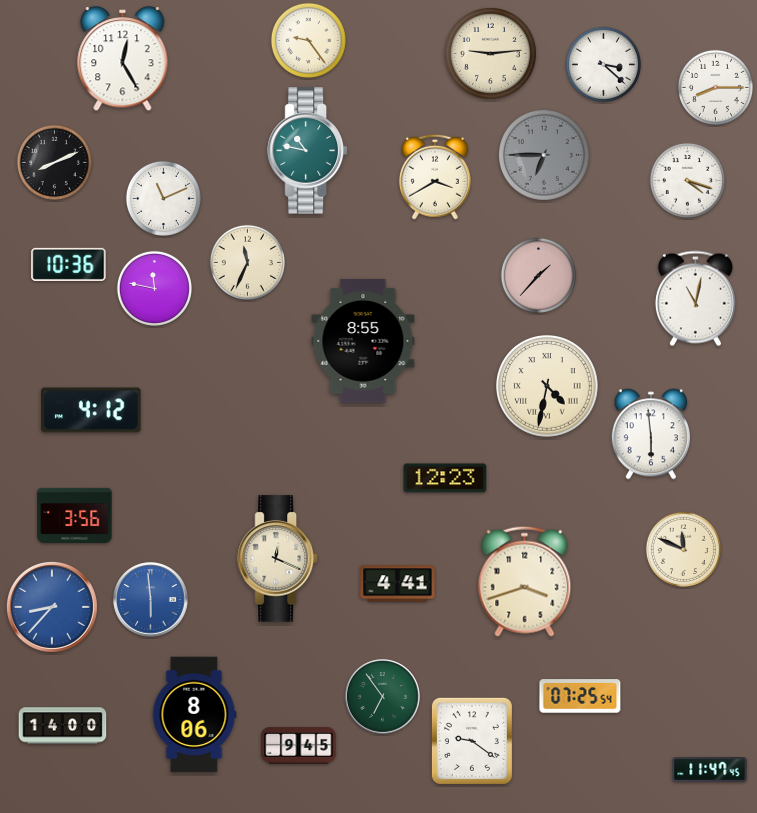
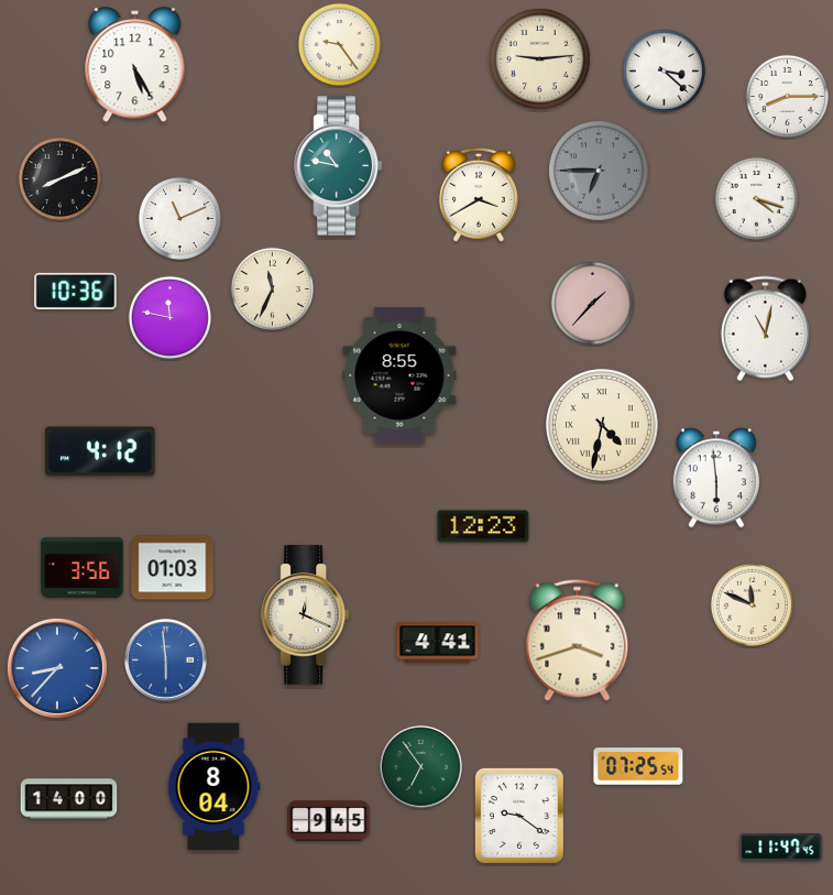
clock at (123, 59): 12:25 -> 5:25
clock at (445, 478) position: (445, 478) -> (483, 526)
clock at (173, 568): none -> 01:03
clock at (194, 715): 8:06 -> 8:04
